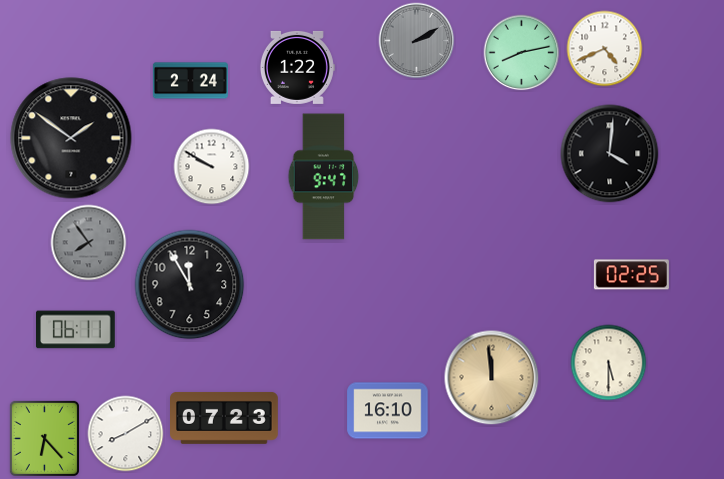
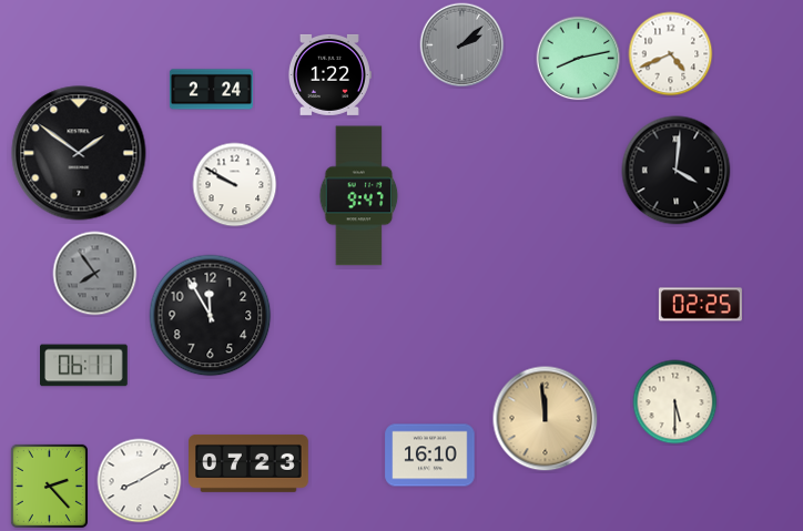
clock at (417, 41): 2:10 -> 2:08
clock at (89, 243) position: (89, 243) -> (95, 274)
clock at (44, 438): 6:23 -> 2:23
